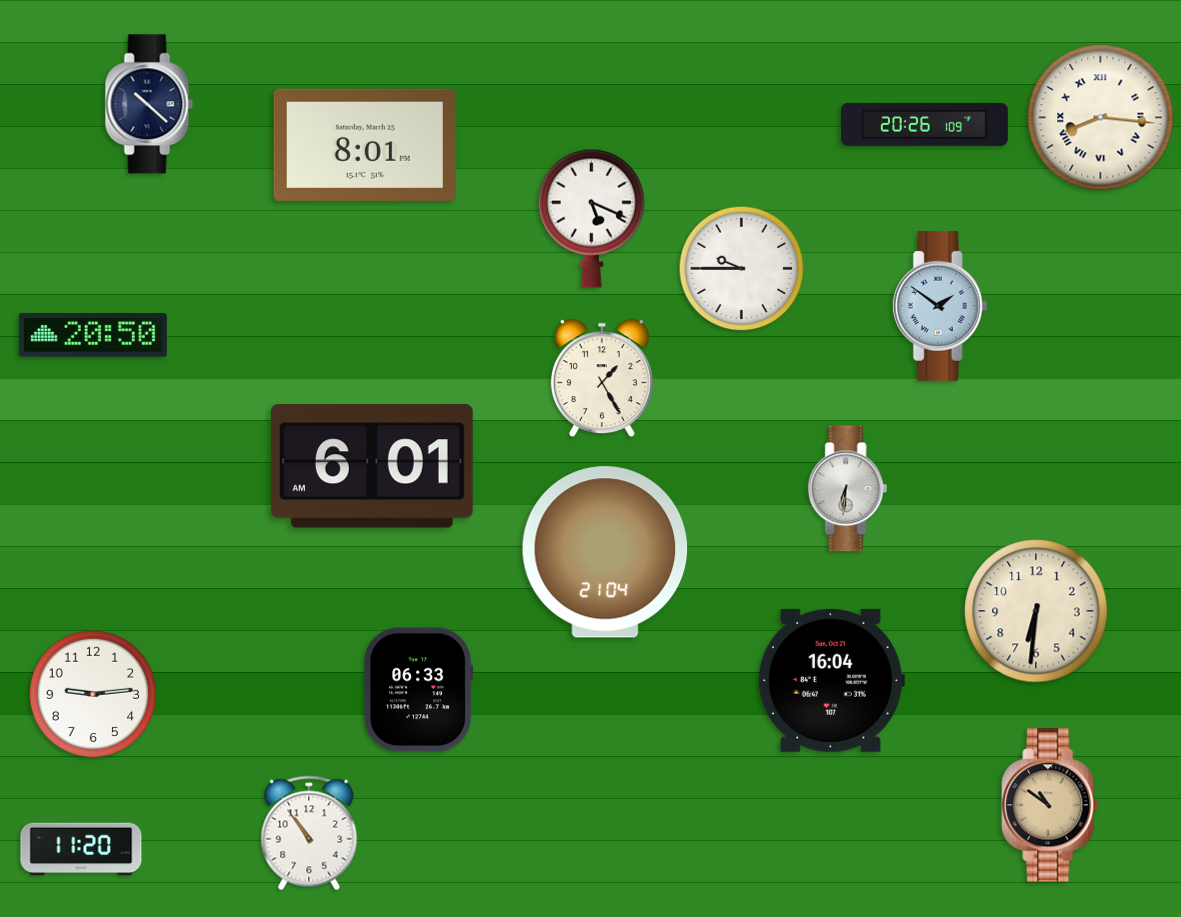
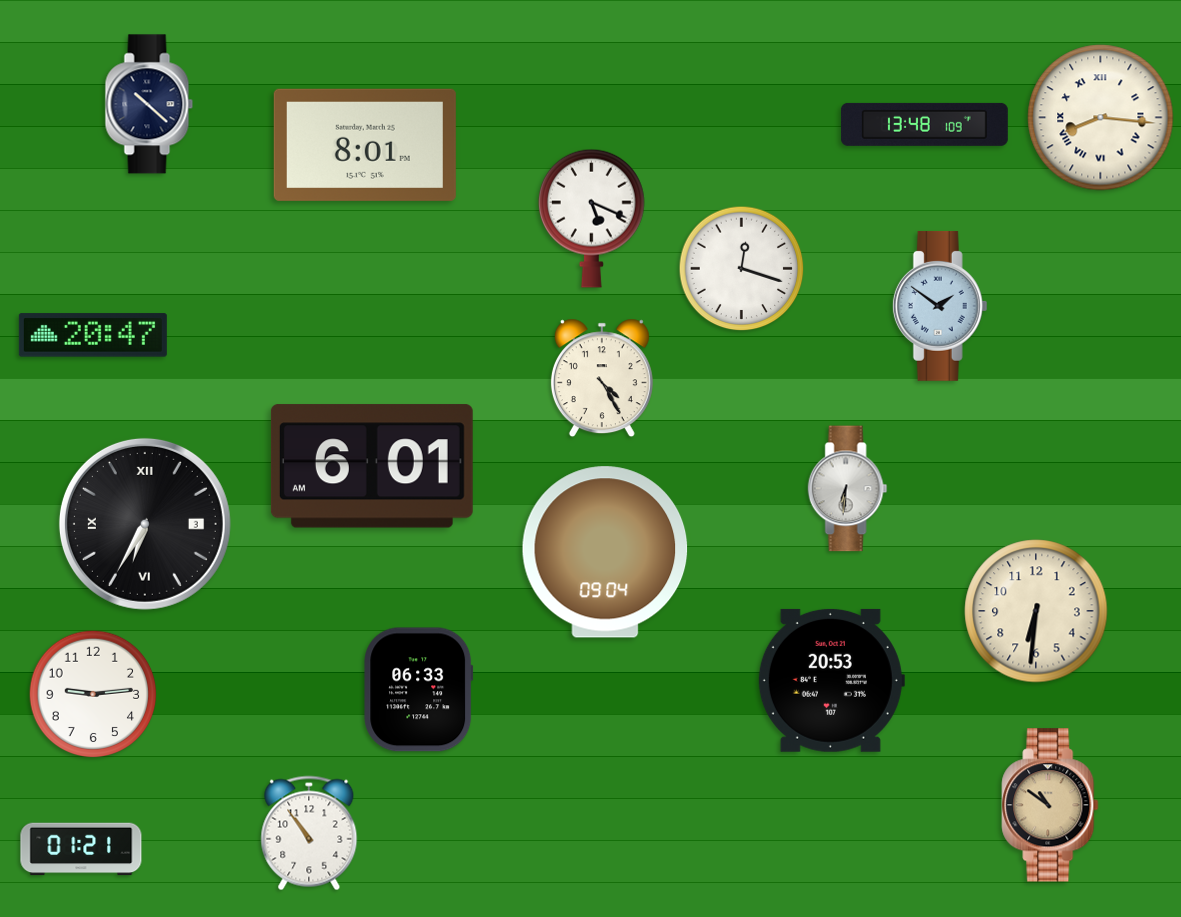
clock at (924, 124): 20:26 -> 13:48
clock at (742, 269): 9:45 -> 12:18
clock at (93, 335): 20:50 -> 20:47
clock at (602, 378): 1:25 -> 4:25
clock at (145, 524): none -> 6:35
clock at (605, 552): 21:04 -> 09:04
clock at (831, 680): 16:04 -> 20:53
clock at (81, 849): 11:20 -> 01:21
